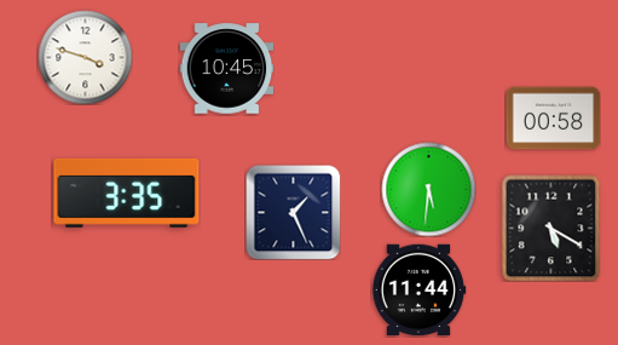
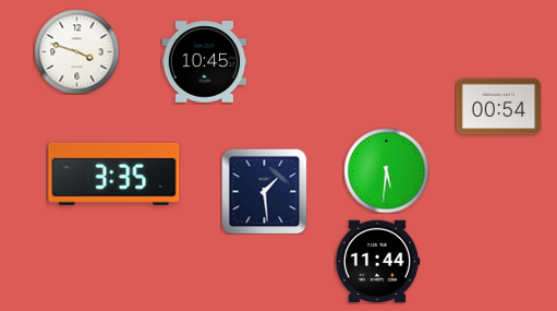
clock at (553, 119): 00:58 -> 00:54
clock at (293, 212): 1:26 -> 1:29
clock at (551, 228): 5:20 -> none
